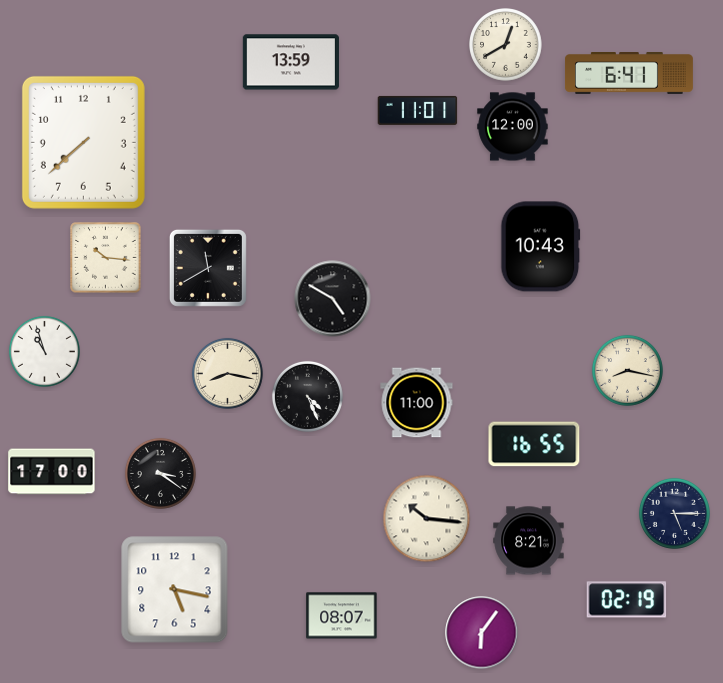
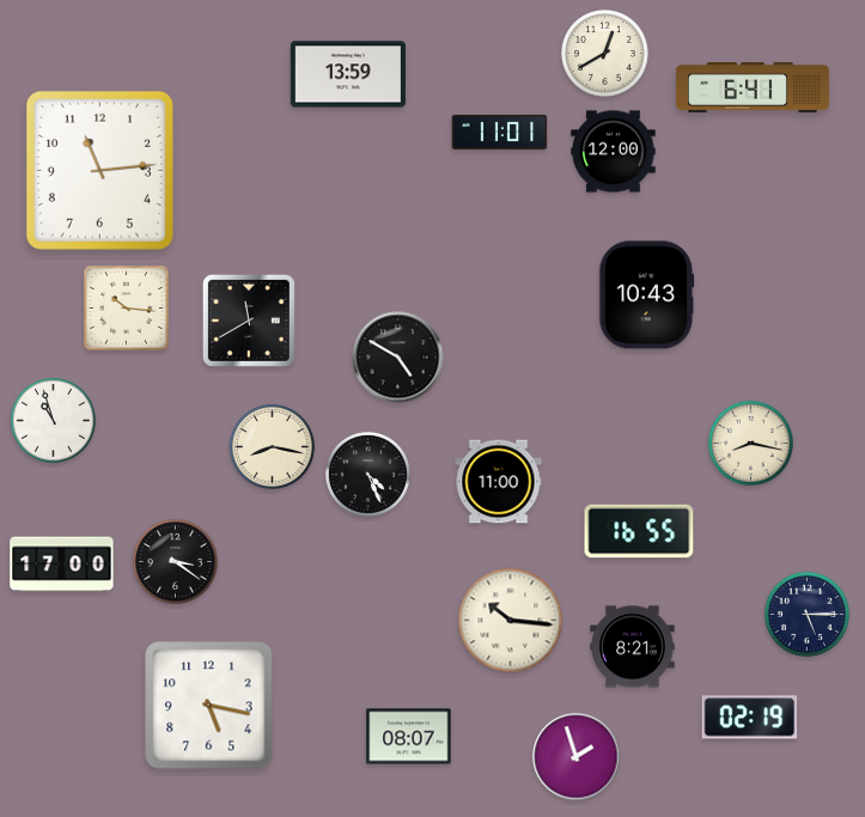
clock at (83, 142): 7:38 -> 11:14
clock at (160, 473) position: (160, 473) -> (175, 561)
clock at (482, 633): 6:06 -> 1:57
